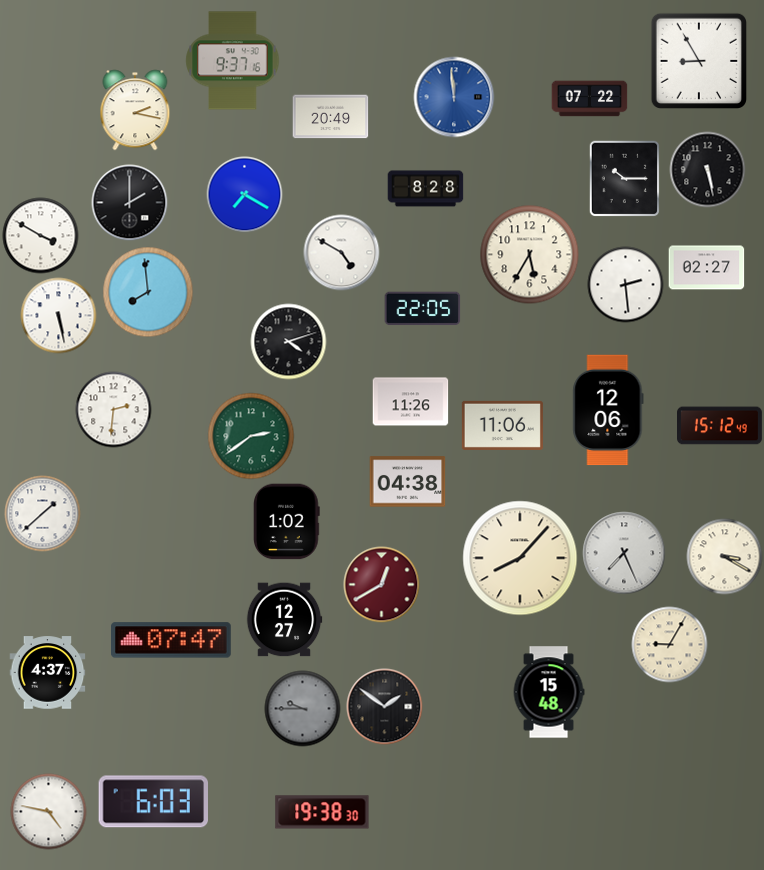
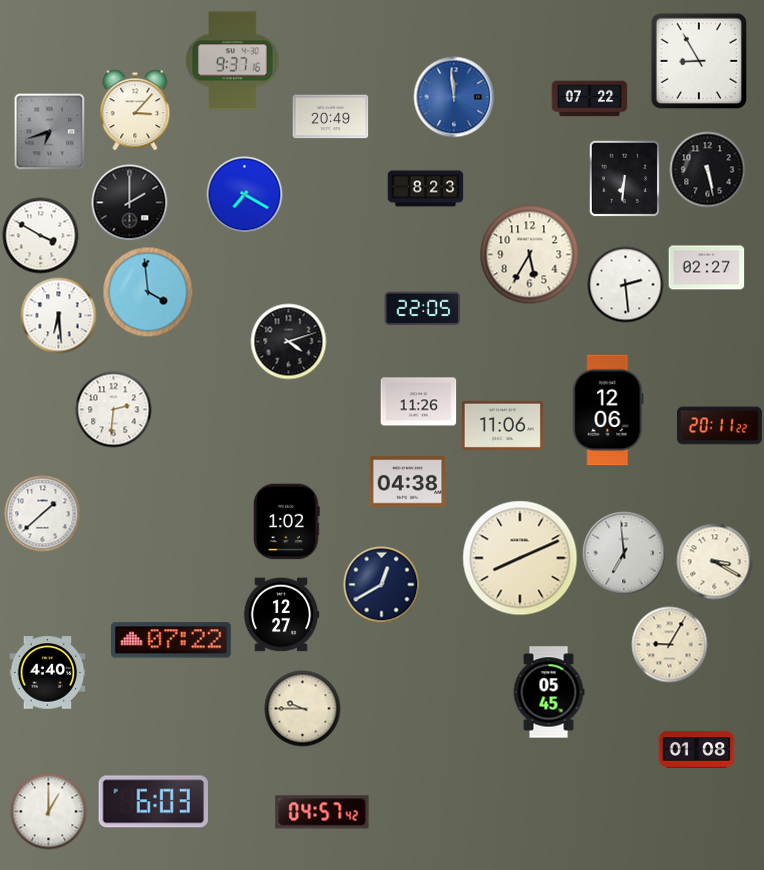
clock at (135, 110): 2:17 -> 3:07
clock at (50, 132): none -> 6:42
clock at (625, 178): 10:15 -> 6:31
clock at (426, 189): 8:28 -> 8:23
clock at (342, 253): 4:50 -> none
clock at (148, 292): 7:59 -> 3:59
clock at (59, 316): 5:28 -> 6:29
clock at (411, 402) position: (411, 402) -> (419, 402)
clock at (720, 426): 15:12 -> 20:11
clock at (251, 436): 2:39 -> none
clock at (624, 553): 7:26 -> 6:59
clock at (725, 557) position: (725, 557) -> (715, 562)
clock at (520, 558): 8:07 -> 8:11
clock at (382, 585) dial: burgundy -> navy
clock at (284, 620) position: (284, 620) -> (281, 615)
clock at (172, 640): 07:47 -> 07:22
clock at (48, 673): 4:37 -> 4:40
clock at (549, 692): 15:48 -> 05:45
clock at (385, 707): 1:51 -> none
clock at (303, 709) dial: grey -> cream
clock at (697, 750): none -> 01:08
clock at (49, 812): 4:47 -> 1:00
clock at (322, 812): 19:38 -> 04:57
